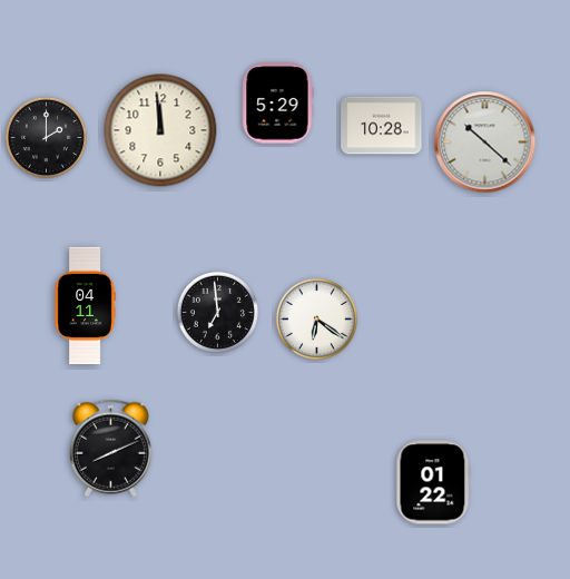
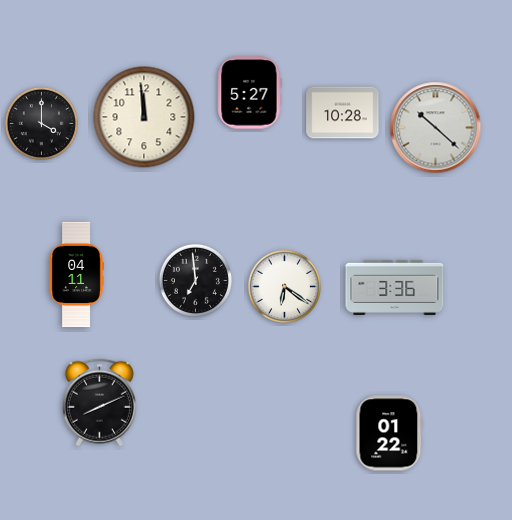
clock at (277, 104): 5:29 -> 5:27
clock at (46, 137): 2:00 -> 4:00
clock at (395, 287): none -> 3:36
